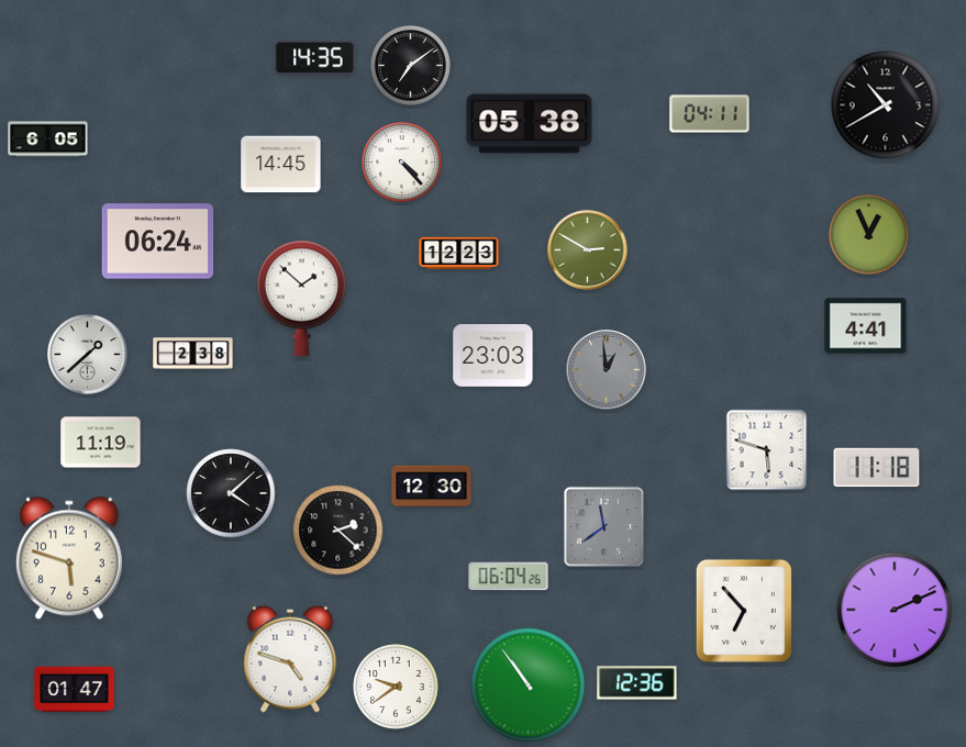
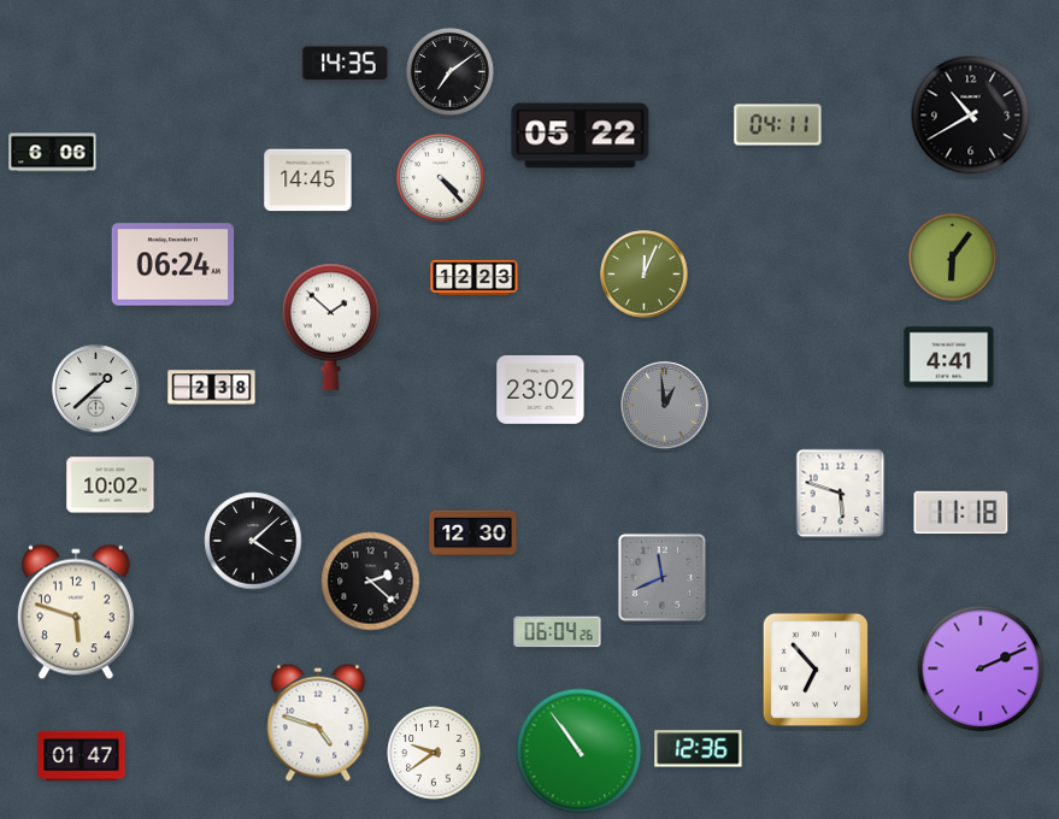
clock at (530, 124): 05:38 -> 05:22
clock at (48, 140): 6:05 -> 6:06
clock at (868, 234): 12:56 -> 6:06
clock at (588, 250): 2:50 -> 12:04
clock at (459, 253) position: (459, 253) -> (475, 277)
clock at (493, 356): 23:03 -> 23:02
clock at (101, 443): 11:19 -> 10:02
clock at (603, 526): 11:39 -> 11:41
